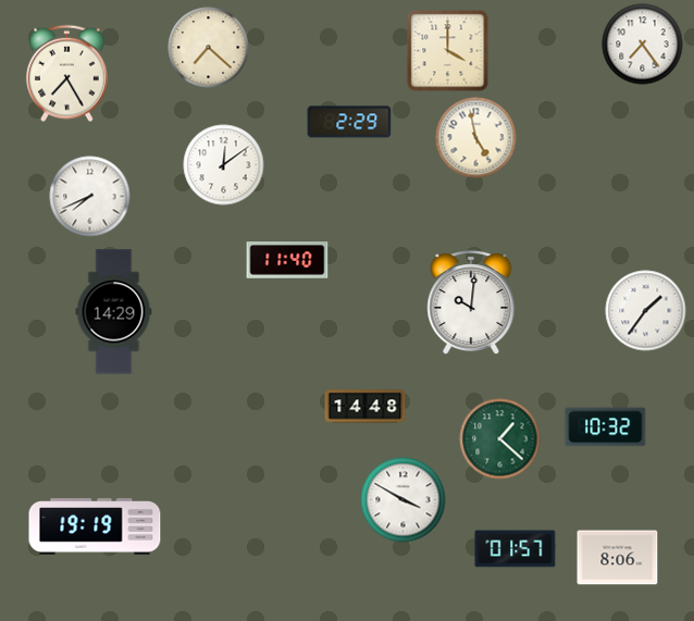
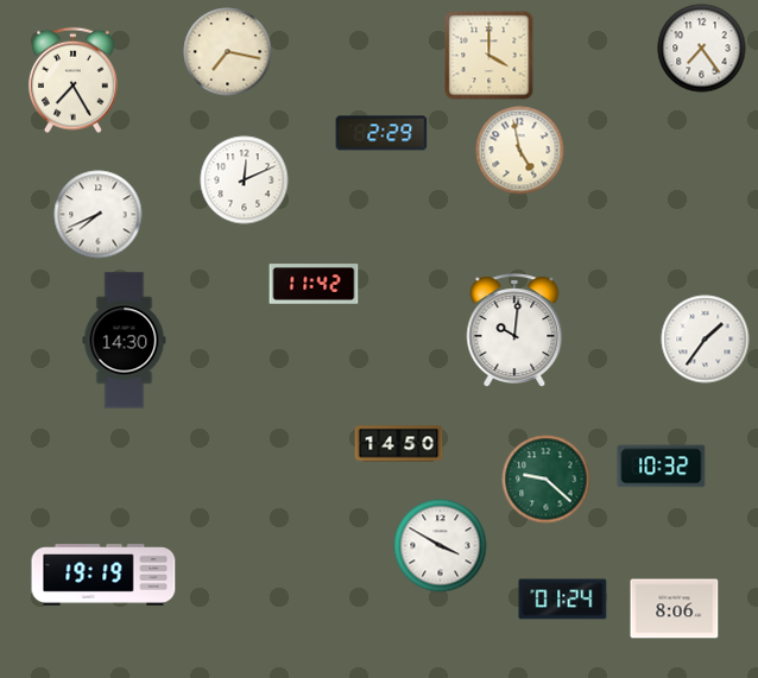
clock at (209, 48): 7:22 -> 7:17
clock at (224, 165): 12:09 -> 12:11
clock at (287, 260): 11:40 -> 11:42
clock at (114, 312): 14:29 -> 14:30
clock at (365, 407): 14:48 -> 14:50
clock at (500, 439): 1:22 -> 9:22
clock at (516, 549): 01:57 -> 01:24
